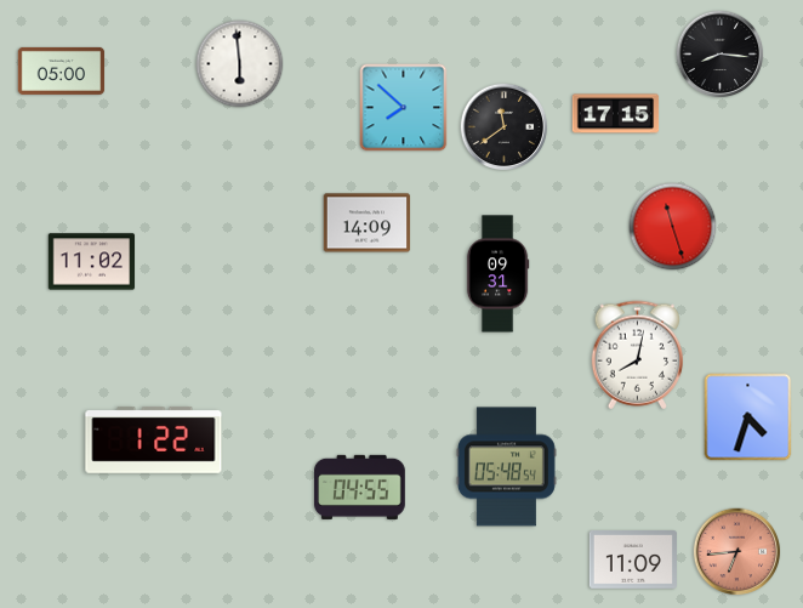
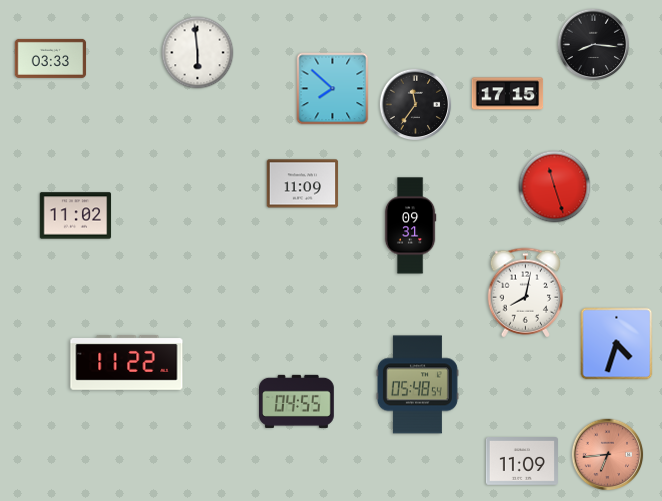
clock at (62, 70): 05:00 -> 03:33
clock at (505, 127): 11:39 -> 11:36
clock at (368, 223): 14:09 -> 11:09
clock at (154, 439): 1:22 -> 11:22
